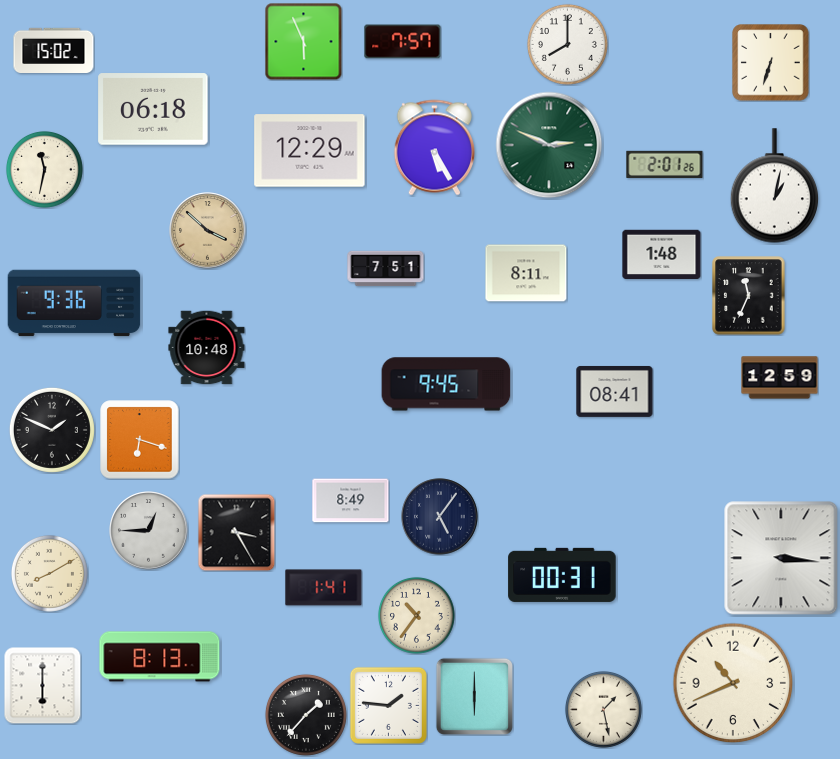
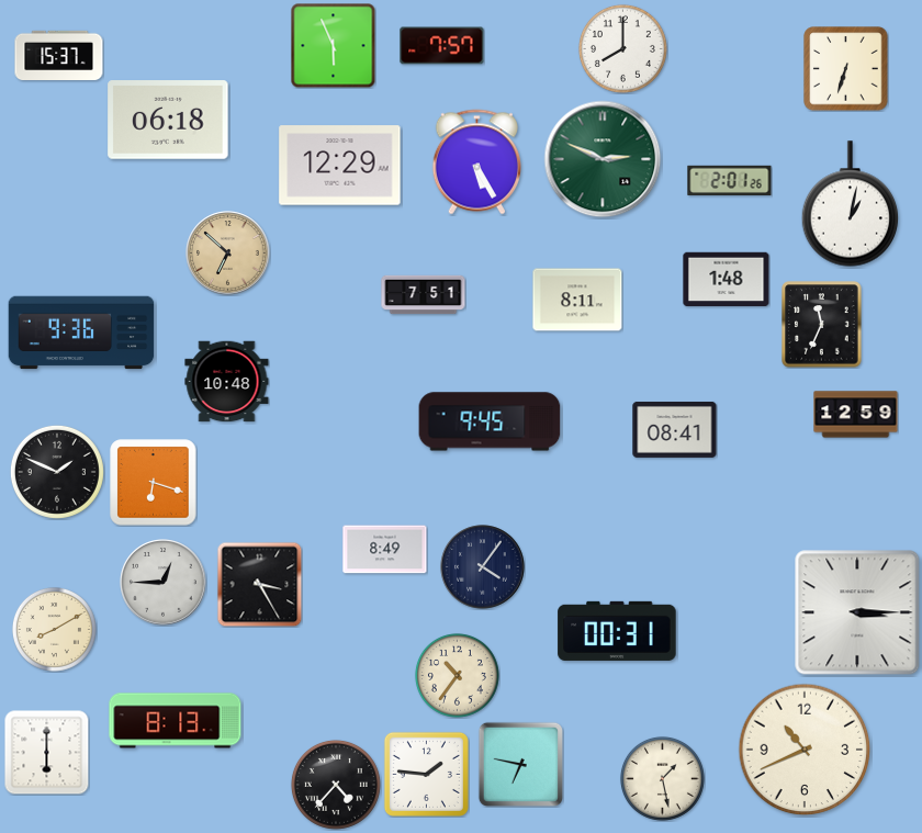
clock at (54, 50): 15:02 -> 15:37
clock at (44, 169): 11:32 -> none
clock at (208, 231): 3:52 -> 6:52
clock at (440, 517): 5:06 -> 4:06
clock at (781, 558): 3:16 -> 3:15
clock at (324, 588): 1:41 -> none
clock at (474, 696): 6:00 -> 6:47
clock at (306, 715): 1:37 -> 4:37
